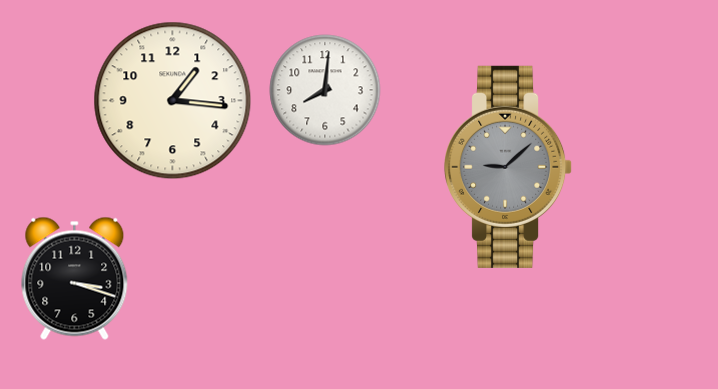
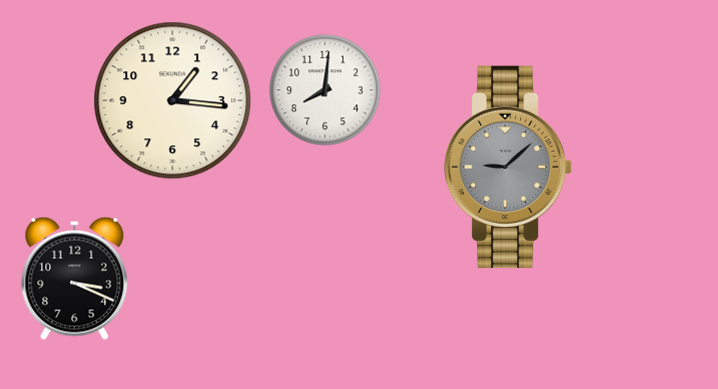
clock at (75, 278): 3:18 -> 3:19
